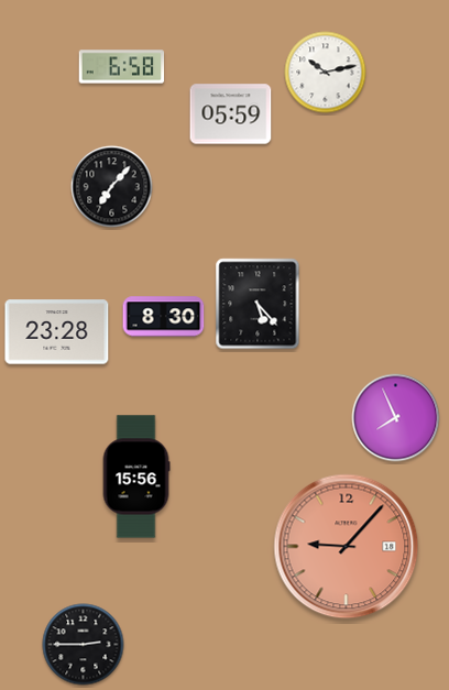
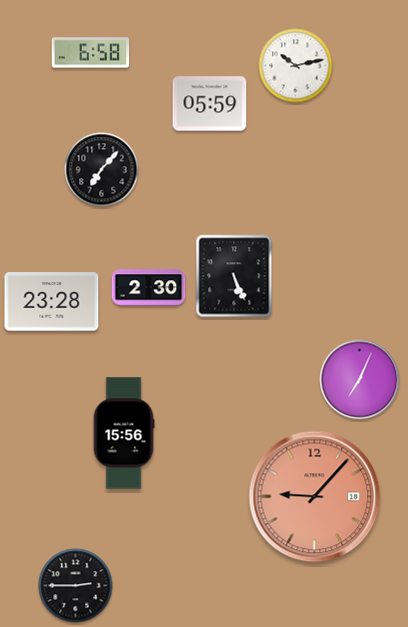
clock at (122, 67) position: (122, 67) -> (91, 53)
clock at (258, 304): 5:23 -> 5:26
clock at (164, 317): 8:30 -> 2:30
clock at (396, 418): 7:56 -> 7:04
